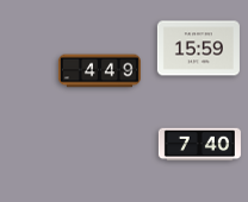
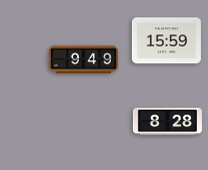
clock at (99, 71): 4:49 -> 9:49
clock at (199, 145): 7:40 -> 8:28
